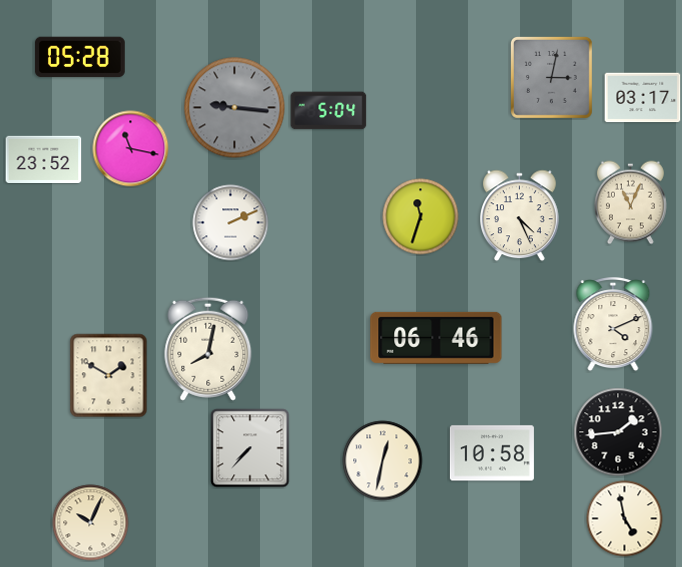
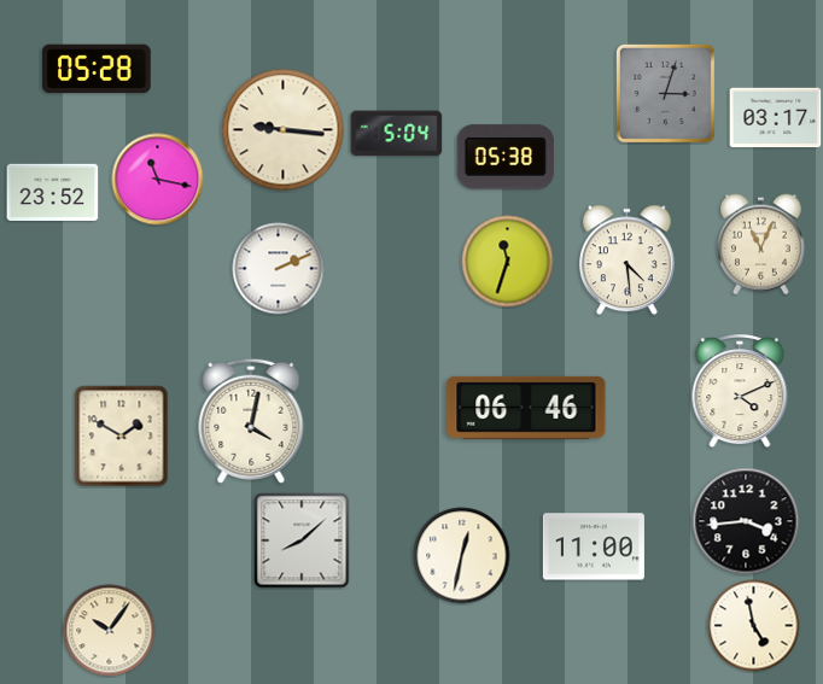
clock at (551, 77): 3:02 -> 3:03
clock at (235, 108) dial: grey -> cream
clock at (506, 157): none -> 05:38
clock at (520, 216): 4:26 -> 4:29
clock at (208, 349): 8:02 -> 4:02
clock at (109, 376) position: (109, 376) -> (122, 437)
clock at (618, 432): 1:44 -> 3:44
clock at (250, 448): 7:37 -> 8:08
clock at (492, 453): 10:58 -> 11:00
clock at (91, 523): 10:04 -> 10:06
